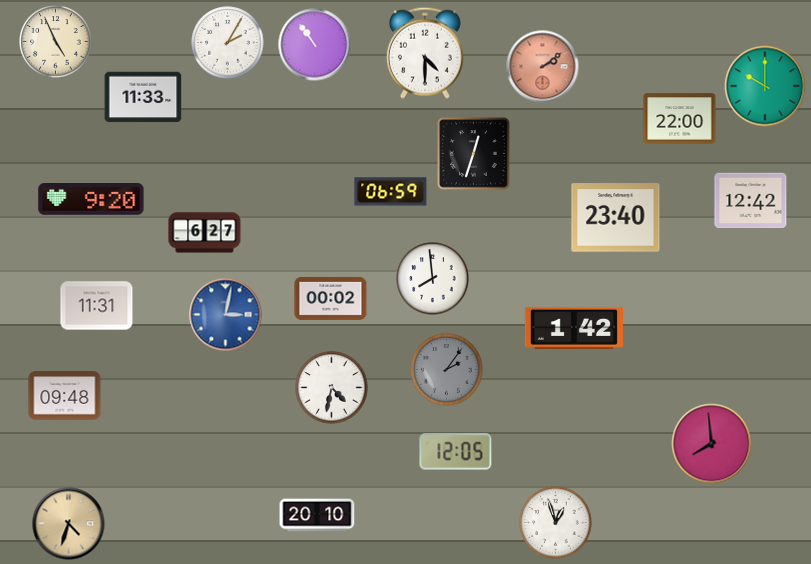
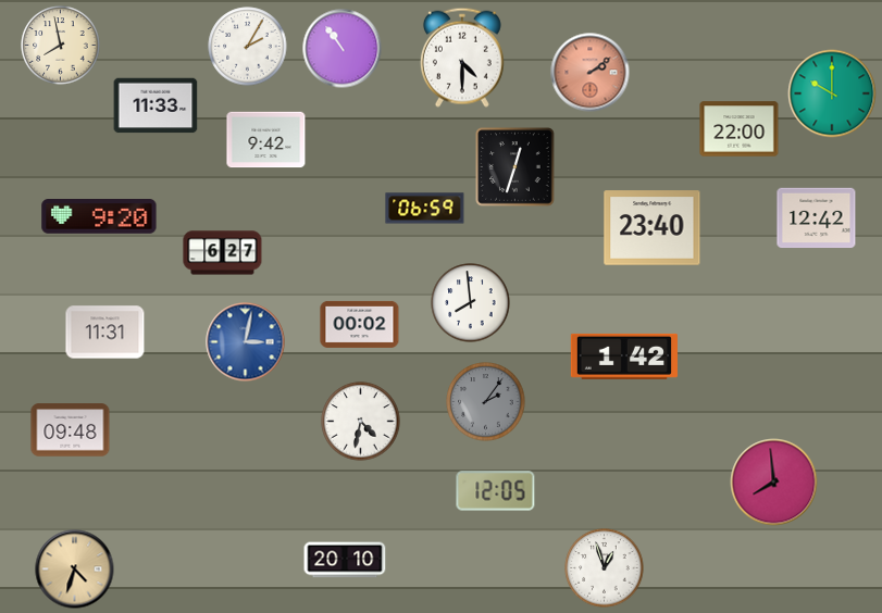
clock at (56, 42): 4:56 -> 7:58
clock at (266, 140): none -> 9:42
clock at (616, 218) position: (616, 218) -> (653, 228)
